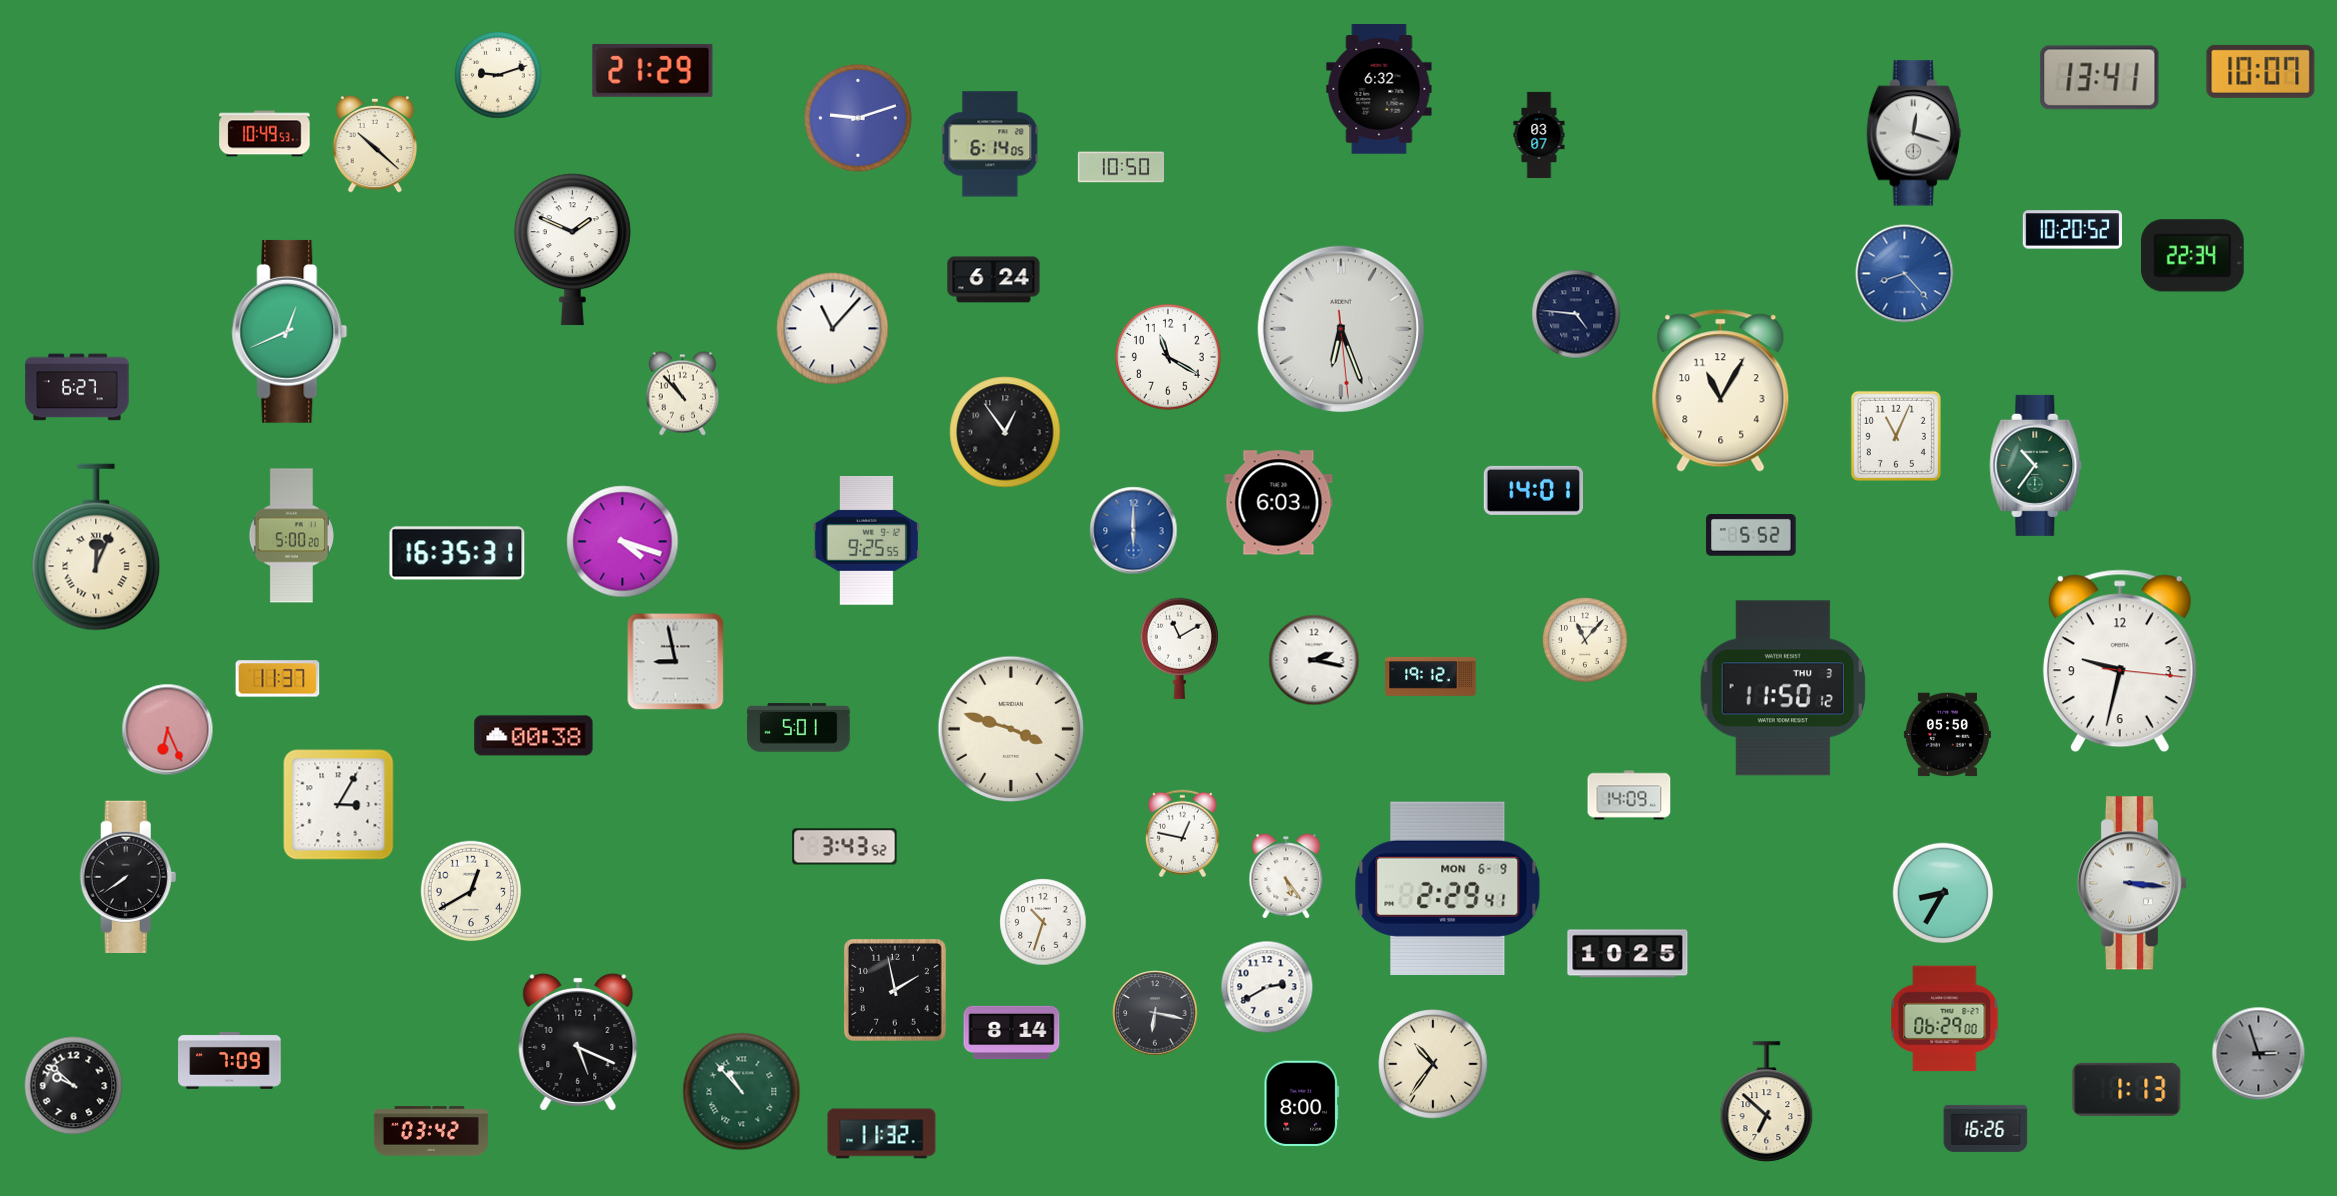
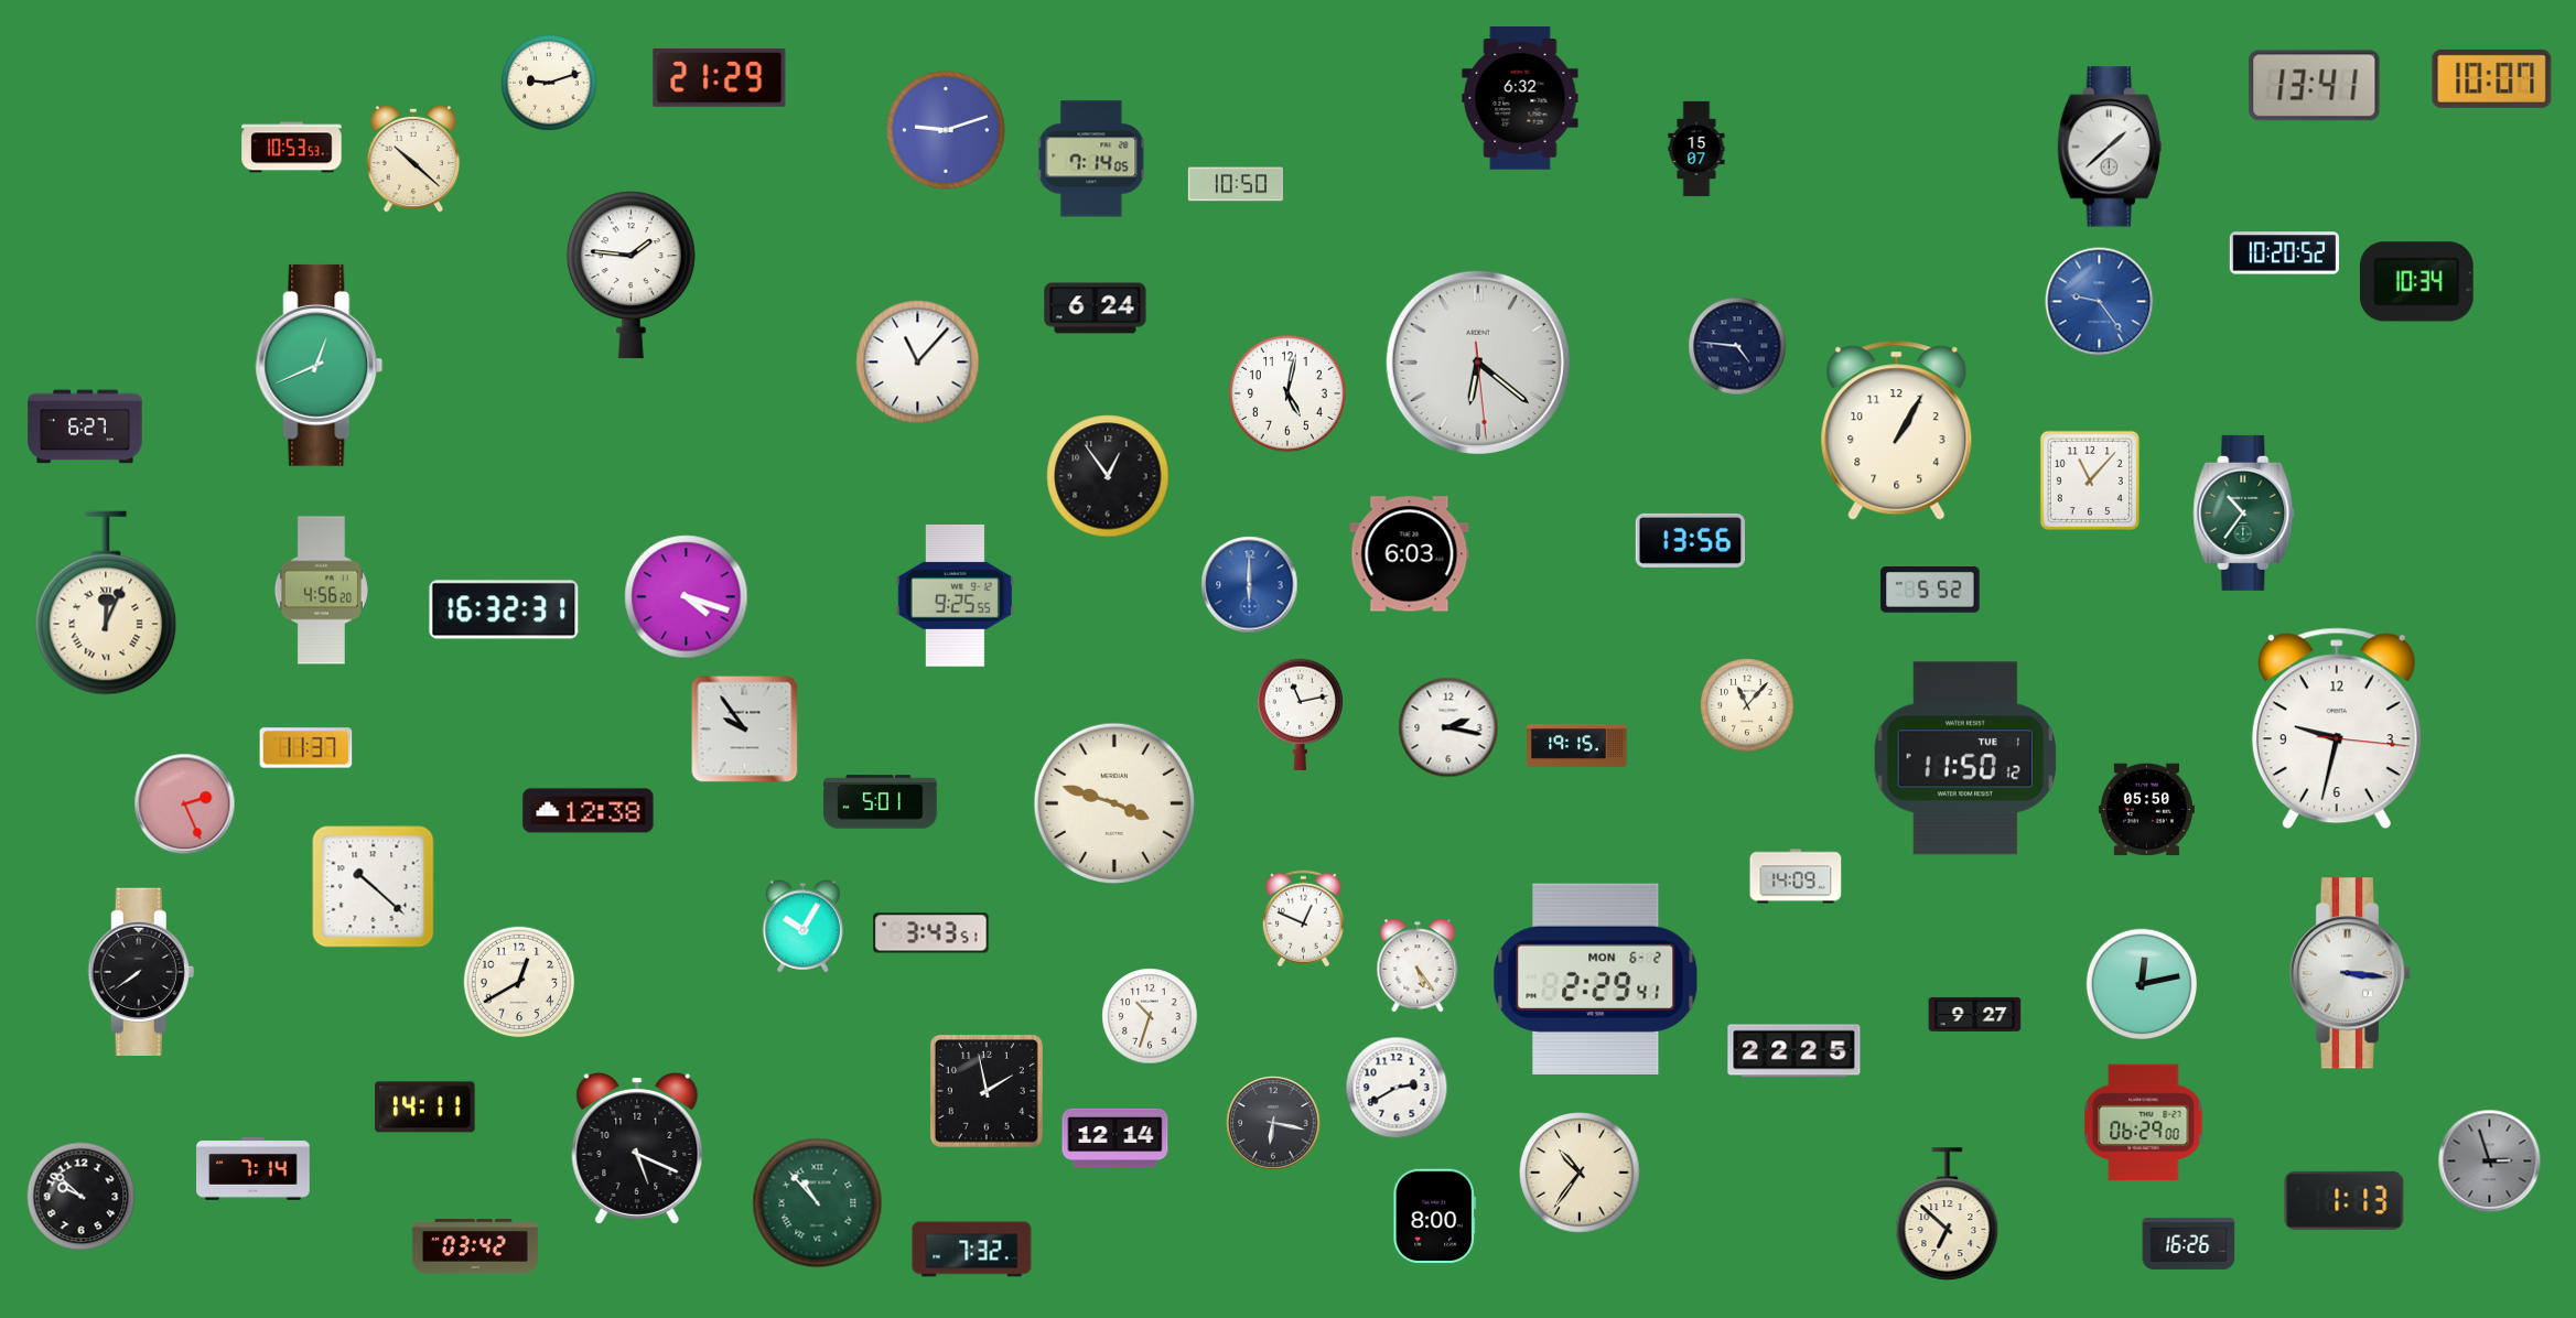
clock at (1914, 133): 12:18 -> 1:38
clock at (265, 134): 10:49 -> 10:53
clock at (1539, 135): 03:07 -> 15:07
clock at (990, 144): 6:14 -> 7:14
clock at (572, 250): 1:49 -> 1:46
clock at (2193, 256): 22:34 -> 10:34
clock at (1905, 274): 8:23 -> 9:24
clock at (1341, 329): 6:26 -> 6:21
clock at (1168, 357): 11:20 -> 5:02
clock at (1721, 391): 11:05 -> 1:05
clock at (683, 394): 10:53 -> none
clock at (1896, 436): 11:04 -> 11:07
clock at (1533, 490): 14:01 -> 13:56
clock at (291, 536): 5:00 -> 4:56
clock at (457, 553): 16:35 -> 16:32
clock at (1179, 648): 11:10 -> 11:13
clock at (676, 662): 8:58 -> 9:54
clock at (1431, 677): 19:12 -> 19:15
clock at (1783, 688) date: THU 3 -> TUE 1
clock at (168, 730): 6:26 -> 2:26
clock at (534, 736): 00:38 -> 12:38
clock at (339, 805): 3:05 -> 10:22
clock at (1182, 834): 12:47 -> 12:49
clock at (804, 927): none -> 10:05
clock at (845, 847): 3:43:52 -> 3:43:51
clock at (128, 876) position: (128, 876) -> (141, 971)
clock at (1448, 888) date: MON 6-9 -> MON 6-2
clock at (1943, 893): 8:35 -> 12:13
clock at (1975, 1014): none -> 9:27
clock at (1628, 954): 10:25 -> 22:25
clock at (425, 1108): none -> 14:11
clock at (1155, 1013) position: (1155, 1013) -> (1273, 1123)
clock at (1012, 1033): 8:14 -> 12:14
clock at (230, 1061): 7:09 -> 7:14
clock at (882, 1134): 11:32 -> 7:32
